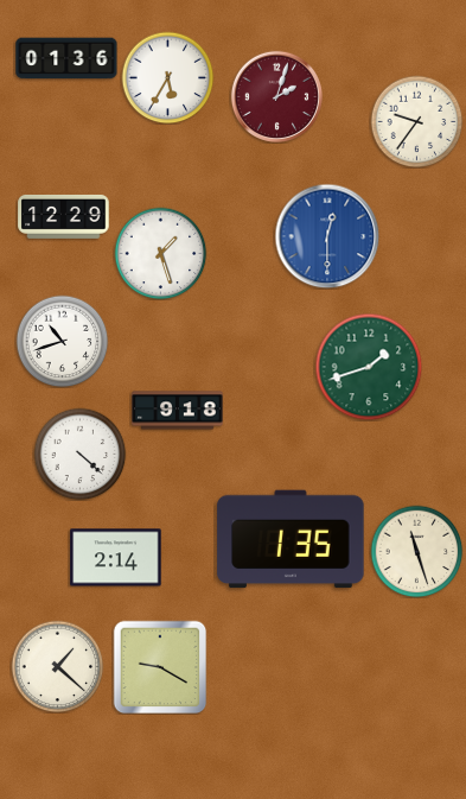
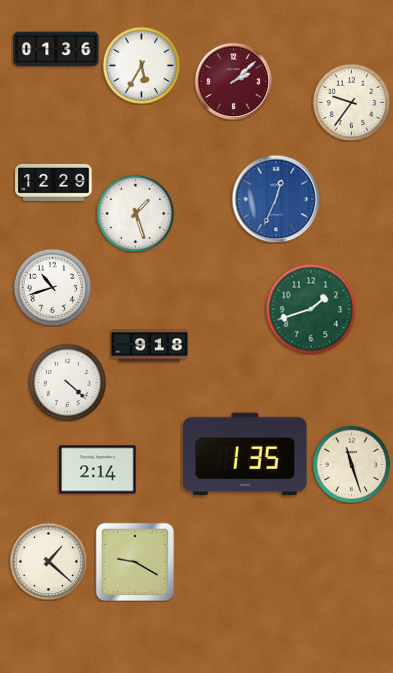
clock at (276, 96): 2:03 -> 2:08
clock at (327, 236): 12:30 -> 12:34
